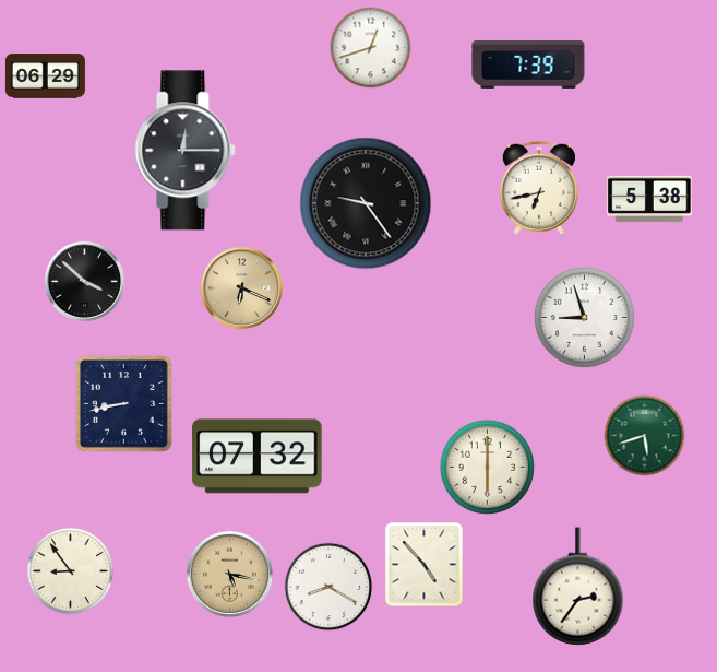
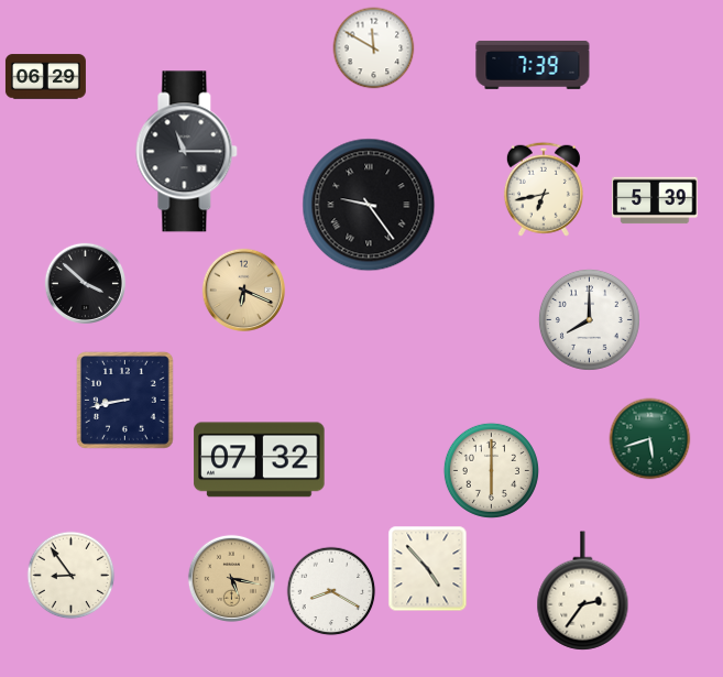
clock at (371, 48): 12:42 -> 11:50
clock at (186, 151): 12:15 -> 11:15
clock at (649, 199): 5:38 -> 5:39
clock at (584, 317): 8:57 -> 8:00
clock at (123, 403) position: (123, 403) -> (124, 400)
